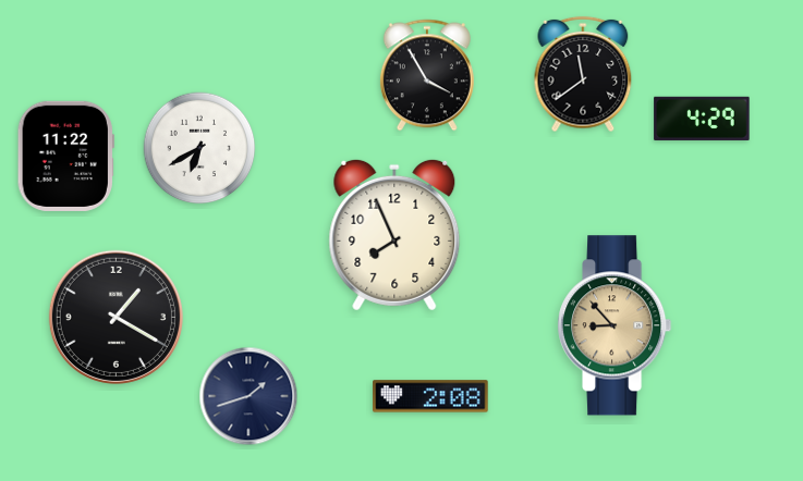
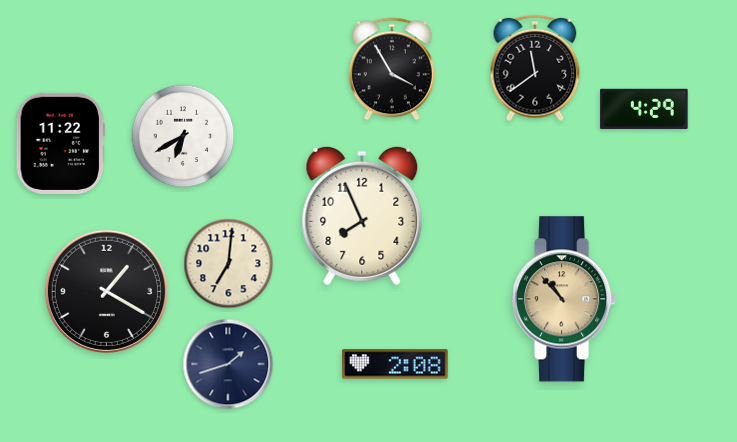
clock at (229, 264): none -> 7:01
clock at (616, 325): 8:53 -> 10:53
